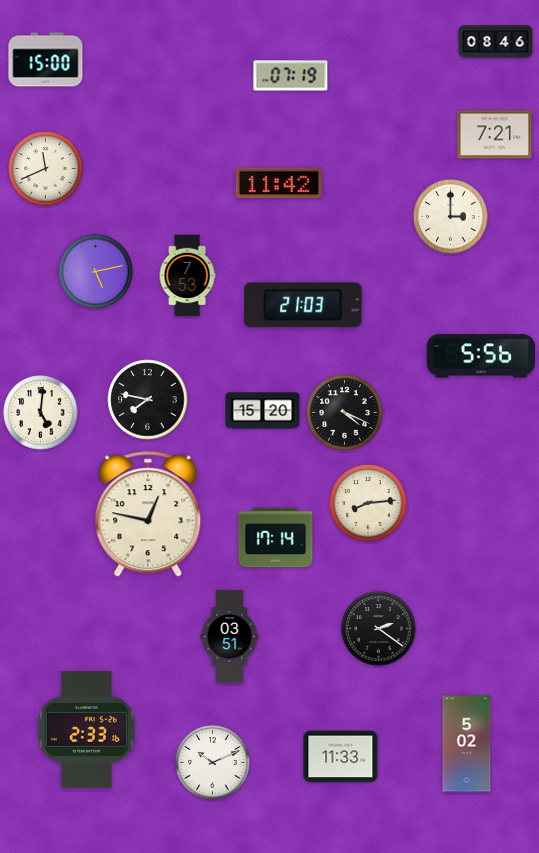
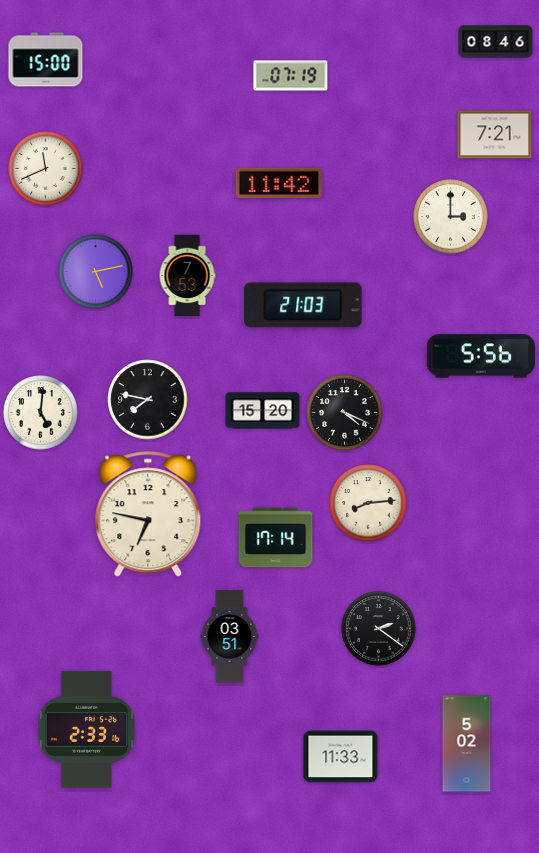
clock at (148, 515): 12:47 -> 6:47
clock at (213, 763): 10:11 -> none
